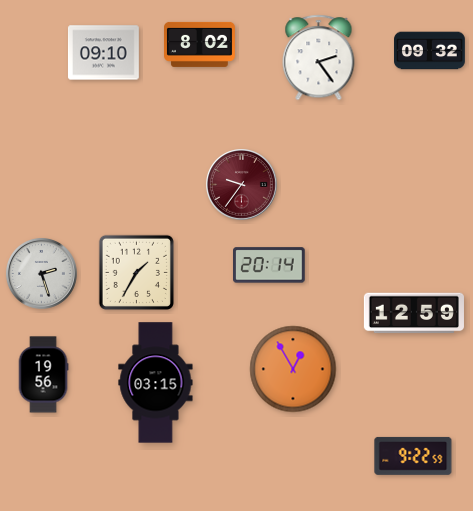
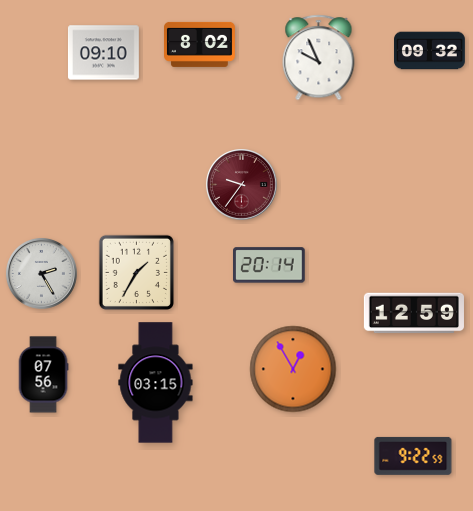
clock at (319, 58): 2:24 -> 9:56
clock at (42, 274): 2:27 -> 2:25
clock at (43, 375): 19:56 -> 07:56
